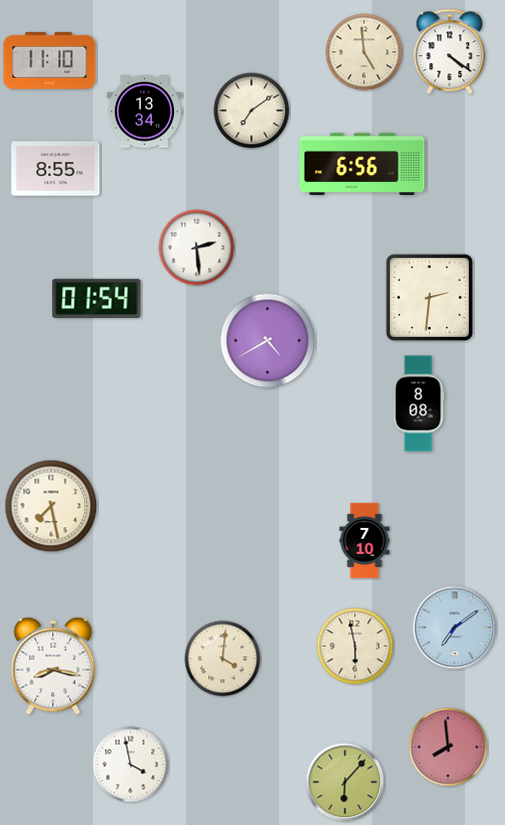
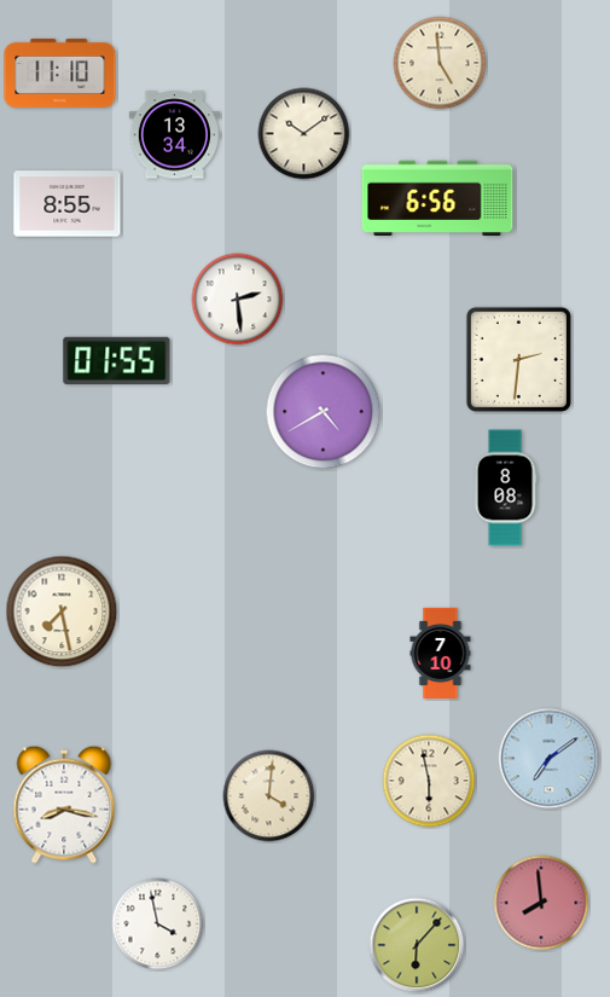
clock at (450, 52): 4:21 -> none
clock at (252, 111): 7:09 -> 10:09
clock at (97, 298): 01:54 -> 01:55
